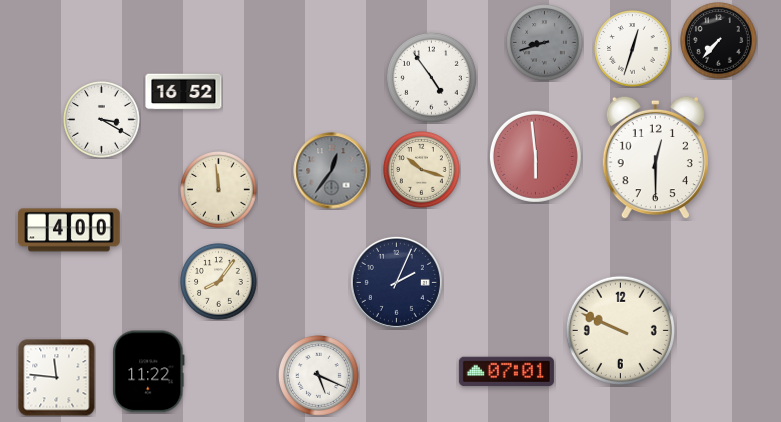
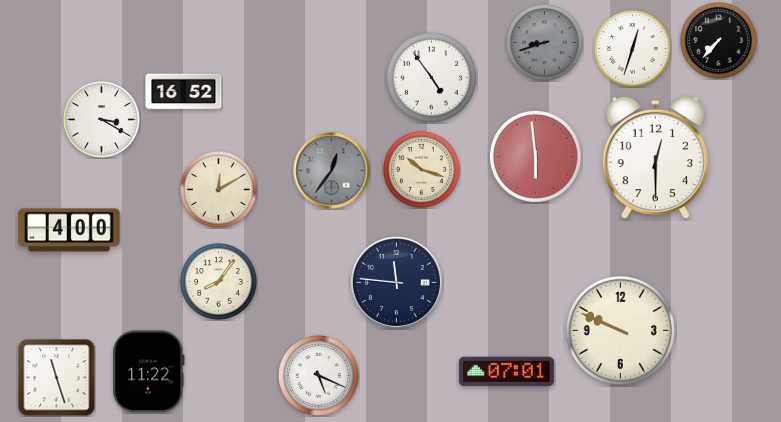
clock at (219, 190): 11:59 -> 12:10
clock at (396, 282): 2:04 -> 11:46
clock at (57, 378): 11:46 -> 11:27
